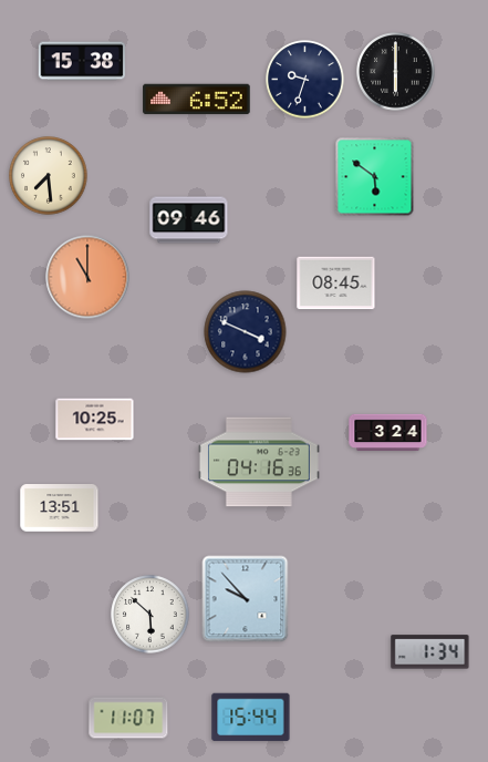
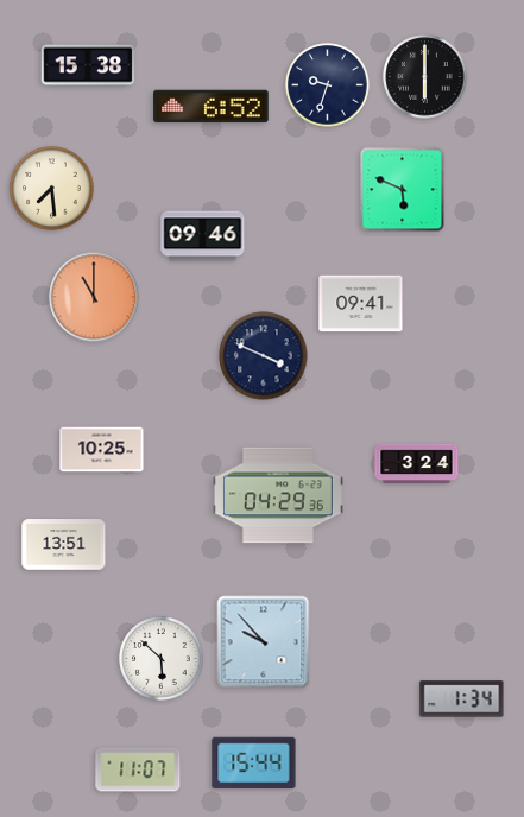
clock at (375, 177): 5:51 -> 5:49
clock at (336, 284): 08:45 -> 09:41
clock at (259, 462): 04:16 -> 04:29
clock at (251, 718) position: (251, 718) -> (254, 764)
